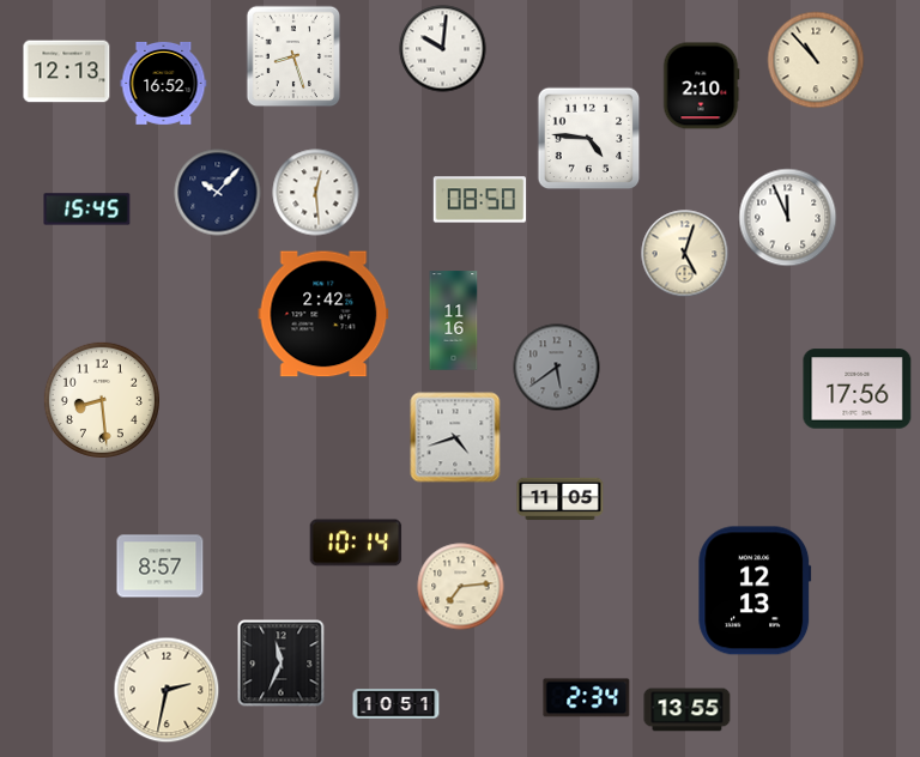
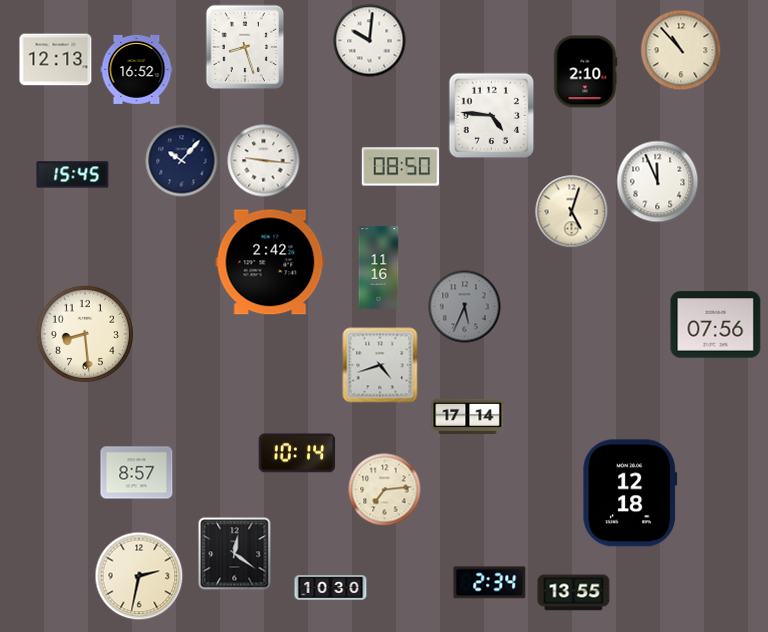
clock at (316, 193): 12:29 -> 9:16
clock at (557, 368): 5:39 -> 5:34
clock at (858, 389): 17:56 -> 07:56
clock at (561, 499): 11:05 -> 17:14
clock at (161, 567) position: (161, 567) -> (137, 473)
clock at (755, 591): 12:13 -> 12:18
clock at (282, 664): 11:34 -> 12:21
clock at (397, 704): 10:51 -> 10:30
